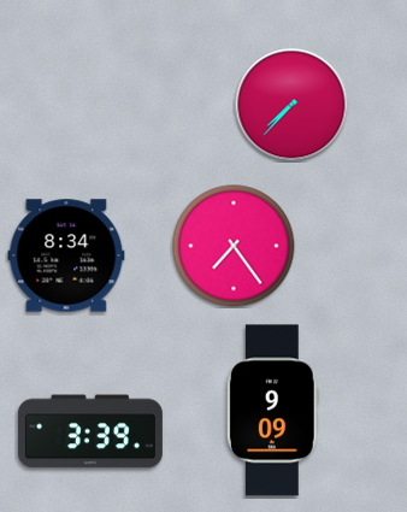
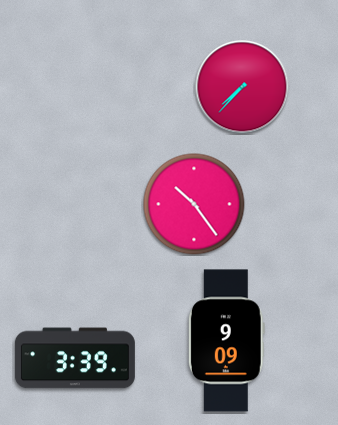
clock at (234, 246): 7:24 -> 10:24
clock at (66, 255): 8:34 -> none
